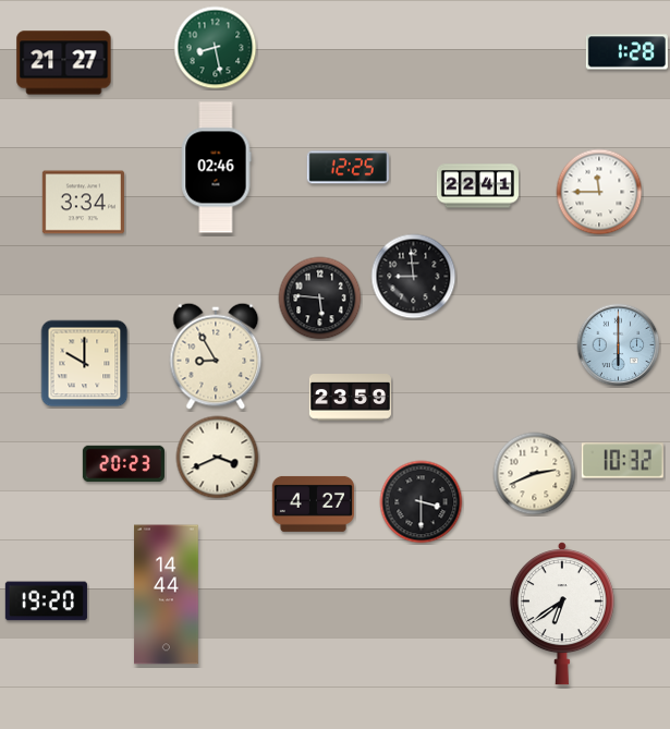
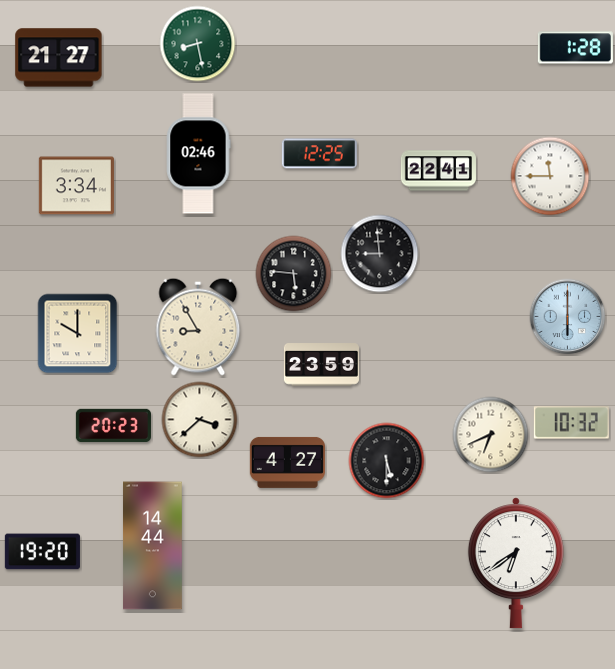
clock at (218, 458): 3:41 -> 3:38
clock at (535, 474): 2:41 -> 6:41
clock at (422, 502): 3:30 -> 5:30
